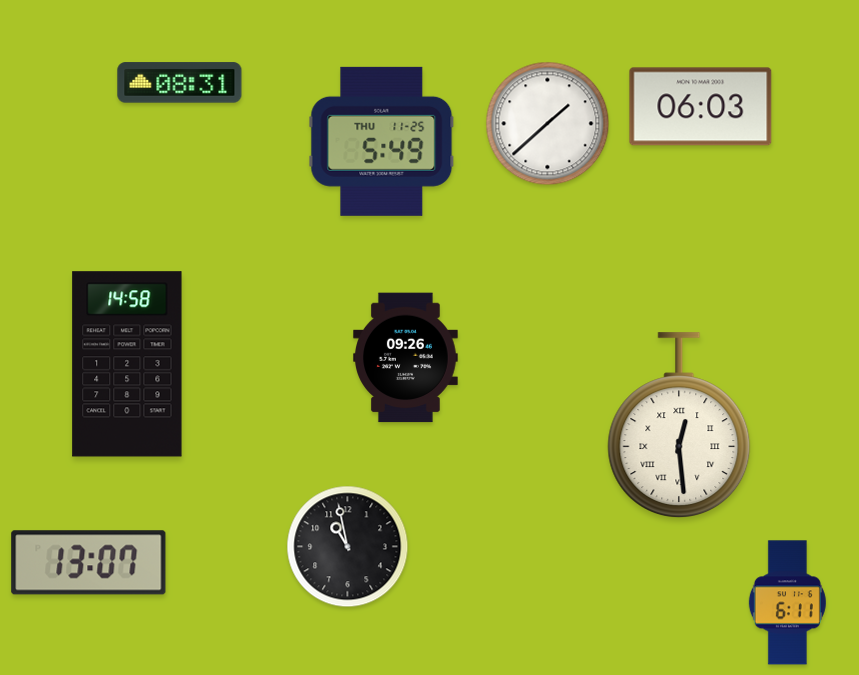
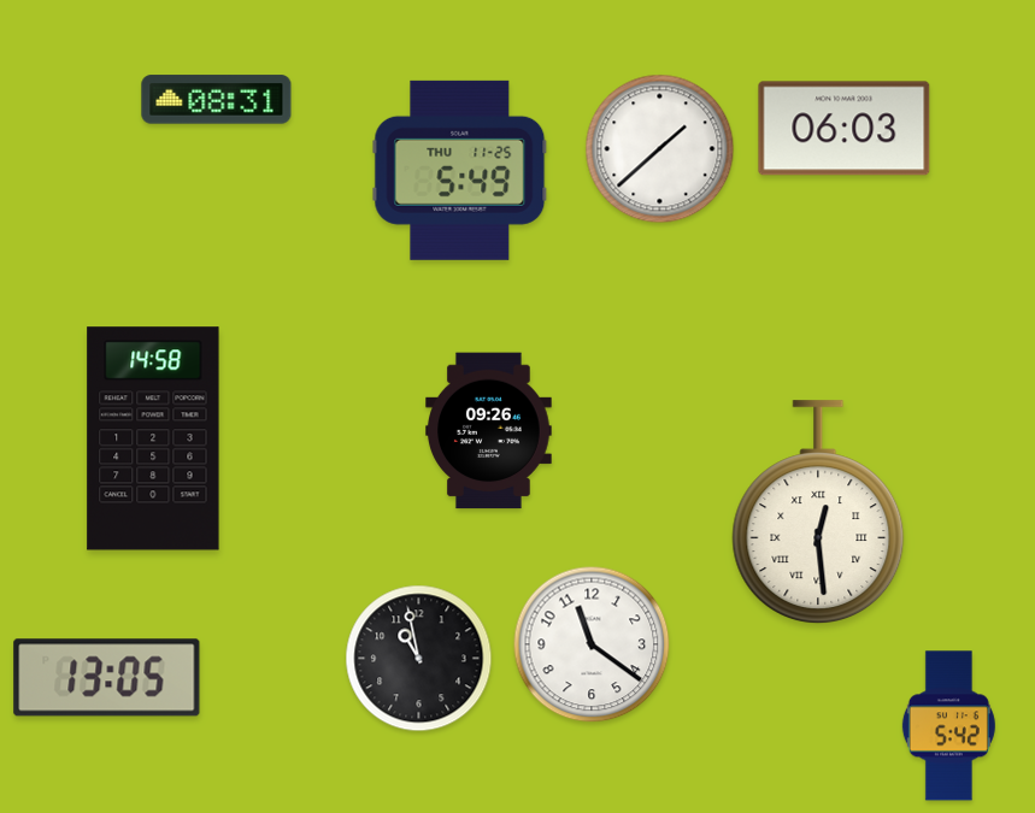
clock at (592, 644): none -> 11:21
clock at (89, 563): 13:07 -> 13:05
clock at (787, 603): 6:11 -> 5:42
